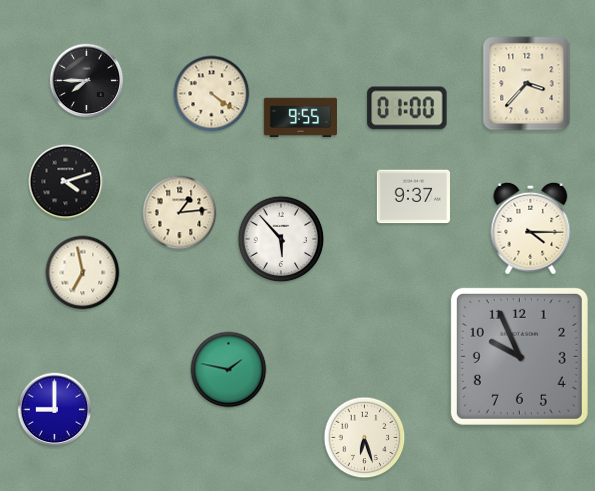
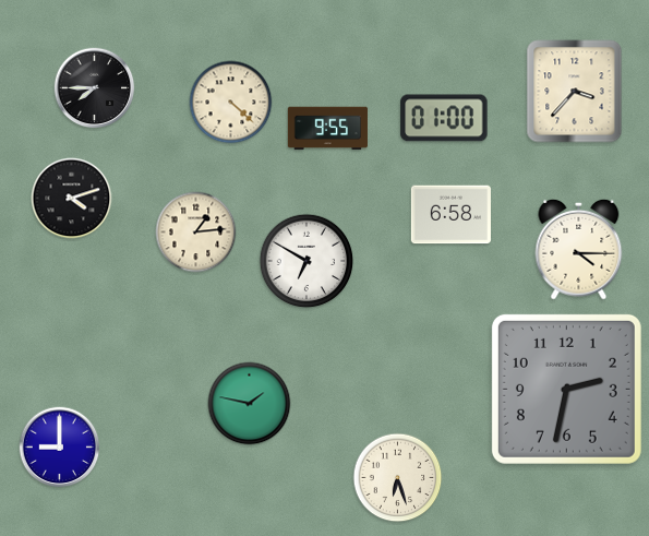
clock at (212, 94): 4:21 -> 4:22
clock at (413, 197): 9:37 -> 6:58
clock at (281, 239): 5:53 -> 6:50
clock at (83, 273): 6:58 -> none
clock at (519, 356): 9:56 -> 2:32
